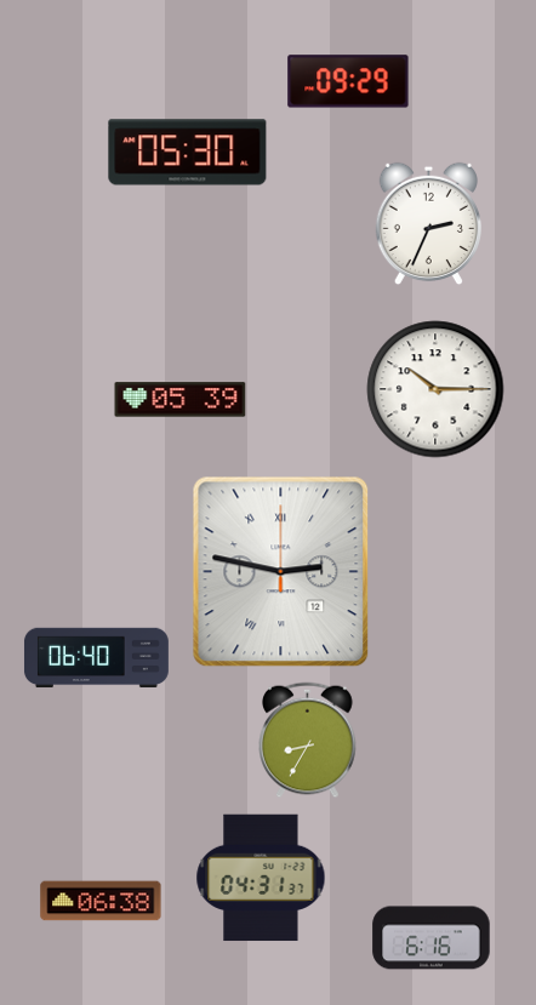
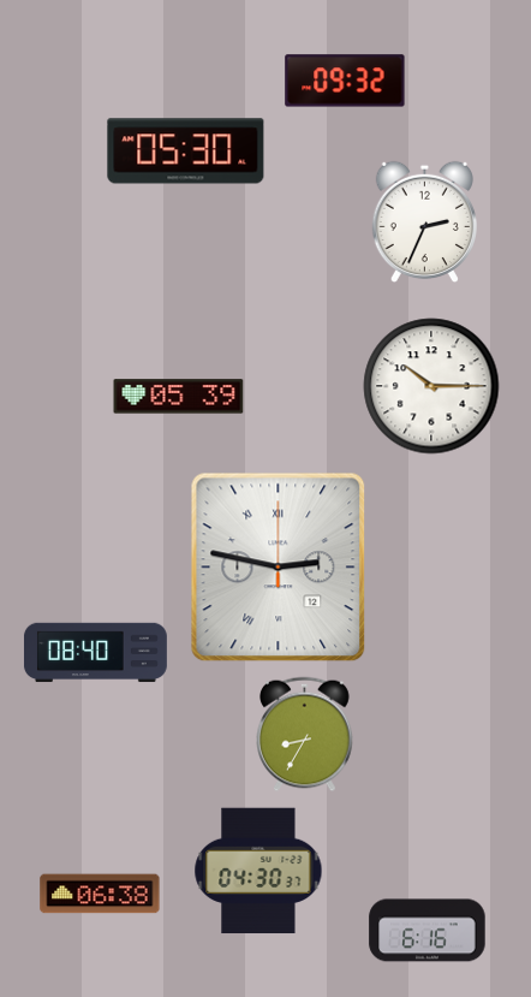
clock at (348, 81): 09:29 -> 09:32
clock at (96, 658): 06:40 -> 08:40
clock at (261, 878): 04:31 -> 04:30
